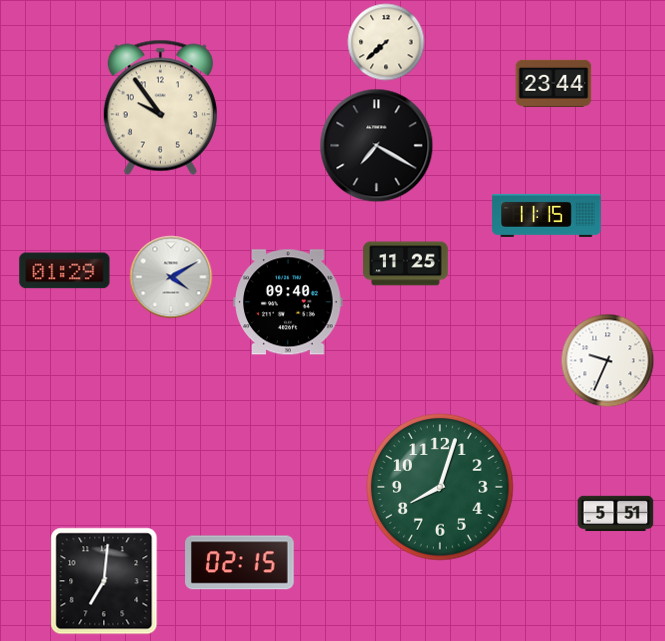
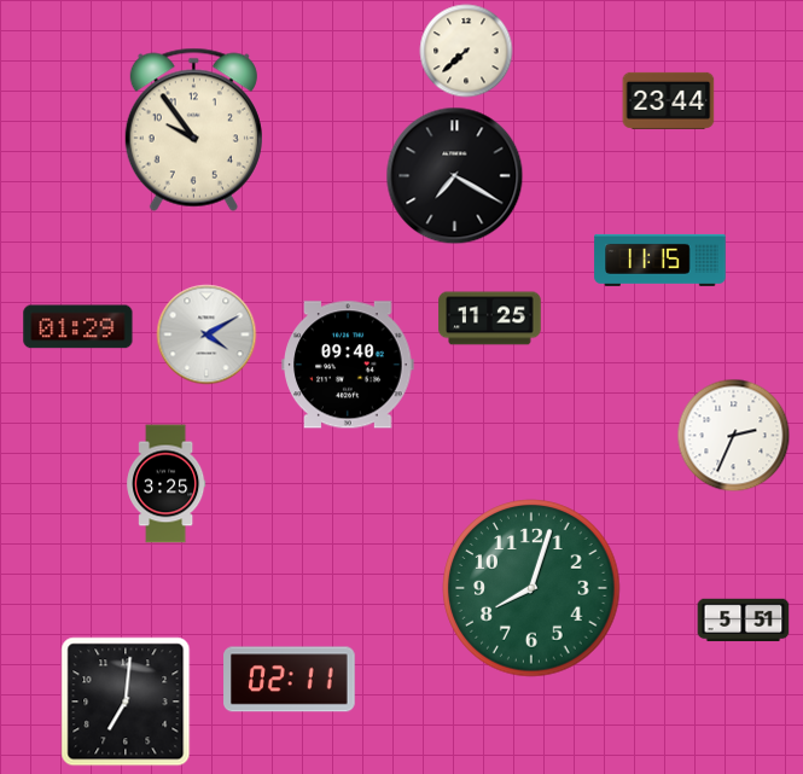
clock at (608, 361): 9:34 -> 2:34
clock at (167, 484): none -> 3:25
clock at (240, 563): 02:15 -> 02:11
